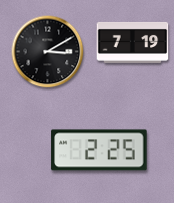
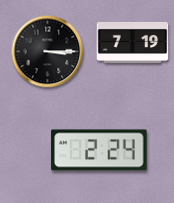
clock at (48, 52): 3:10 -> 3:15
clock at (99, 150): 2:25 -> 2:24
